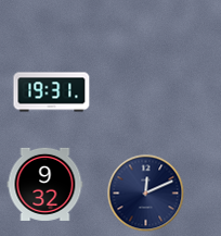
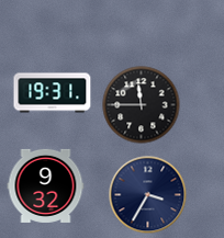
clock at (142, 105): none -> 11:45
clock at (146, 194): 12:11 -> 3:35
